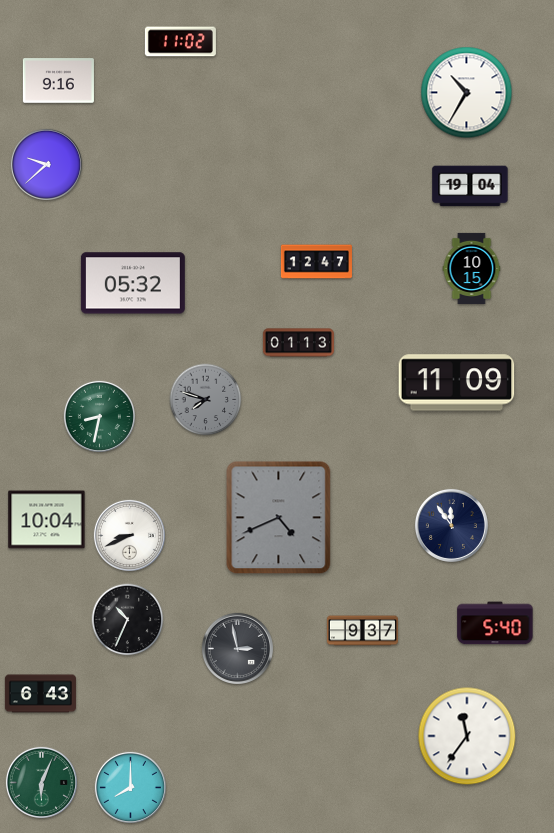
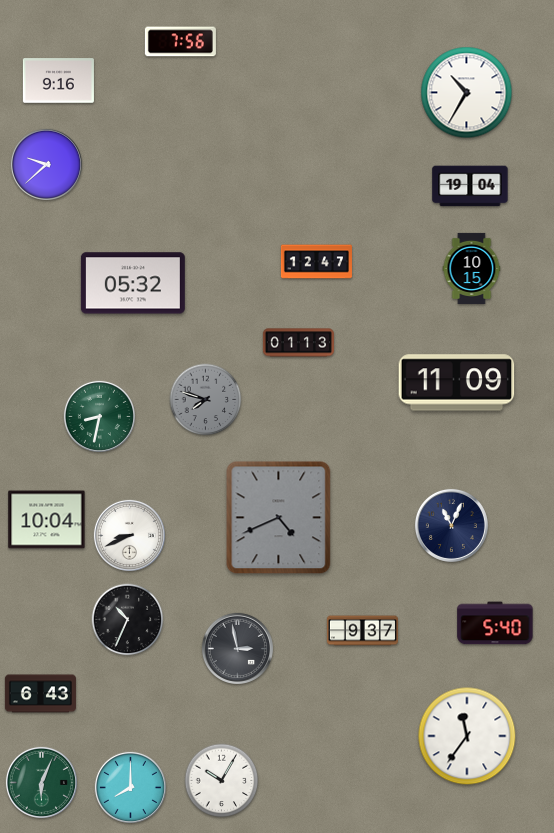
clock at (180, 42): 11:02 -> 7:56
clock at (451, 525): 11:54 -> 11:04
clock at (222, 781): none -> 10:05
